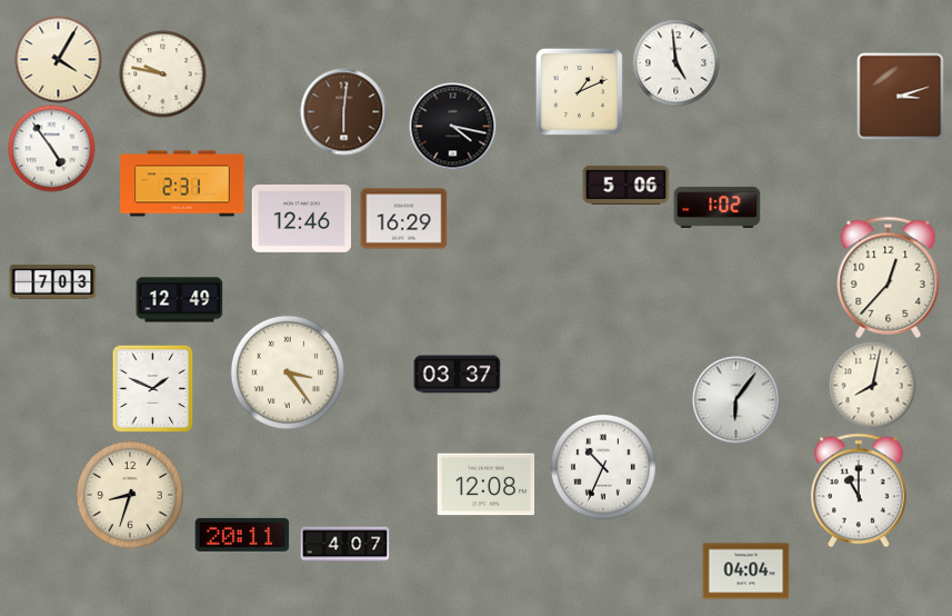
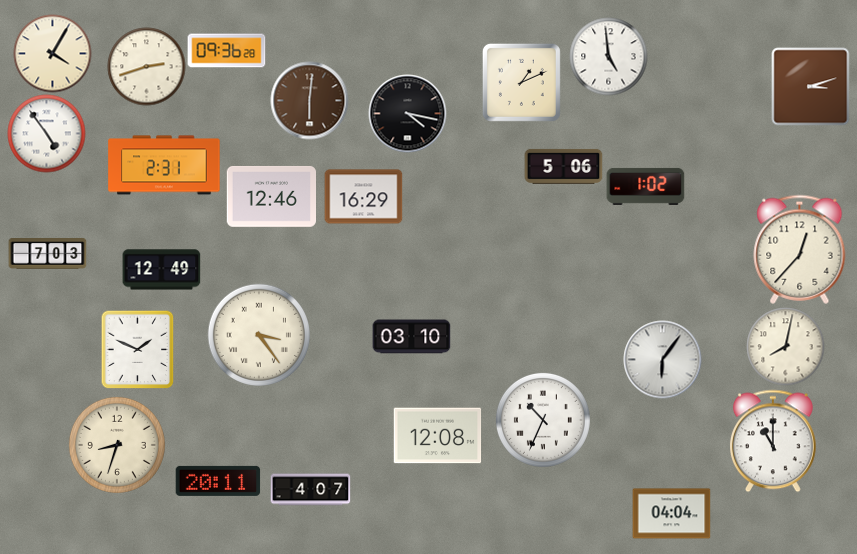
clock at (226, 51): none -> 09:36
clock at (162, 73): 9:47 -> 2:42
clock at (457, 375): 03:37 -> 03:10
